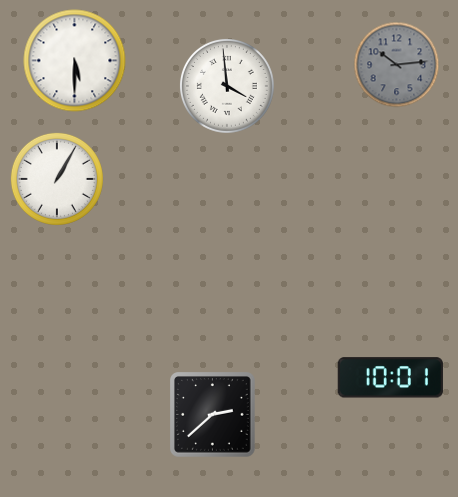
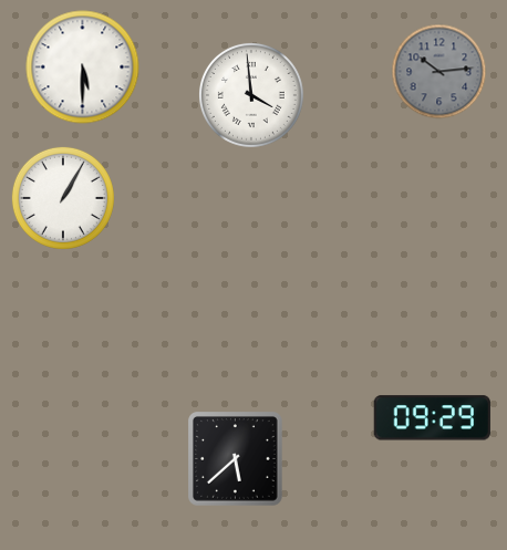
clock at (390, 378): 10:01 -> 09:29
clock at (213, 415): 2:38 -> 5:38
